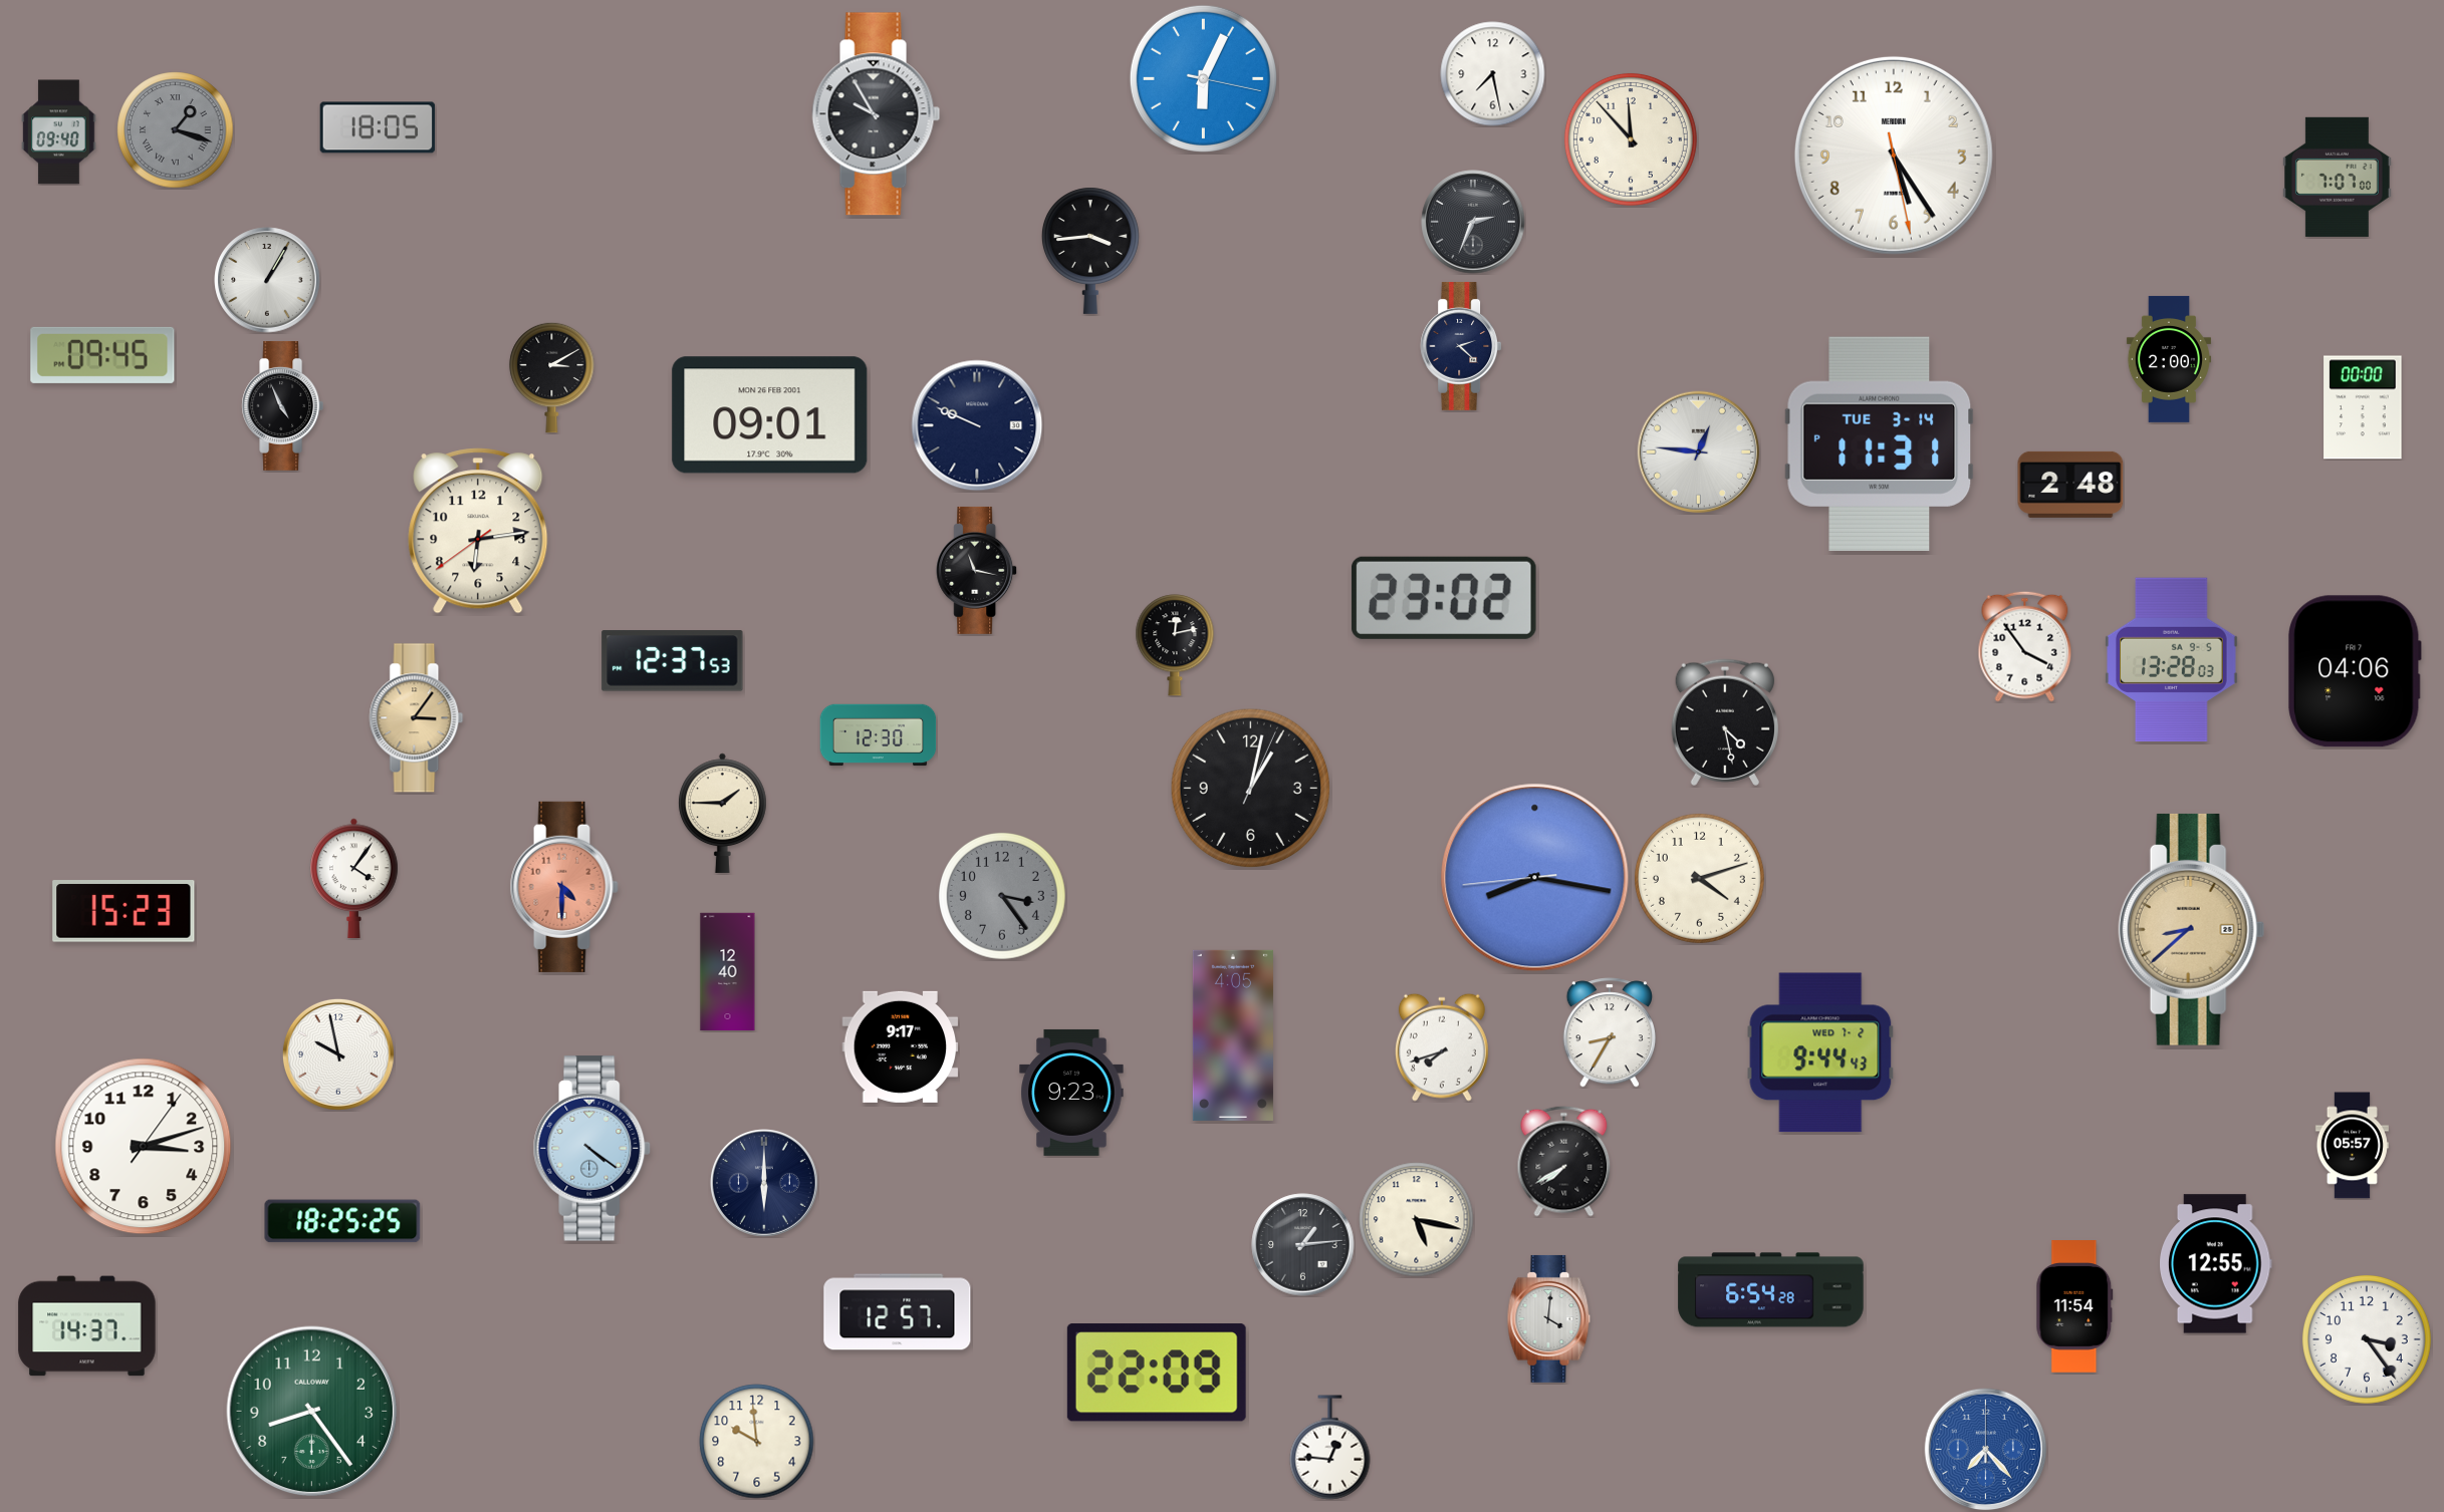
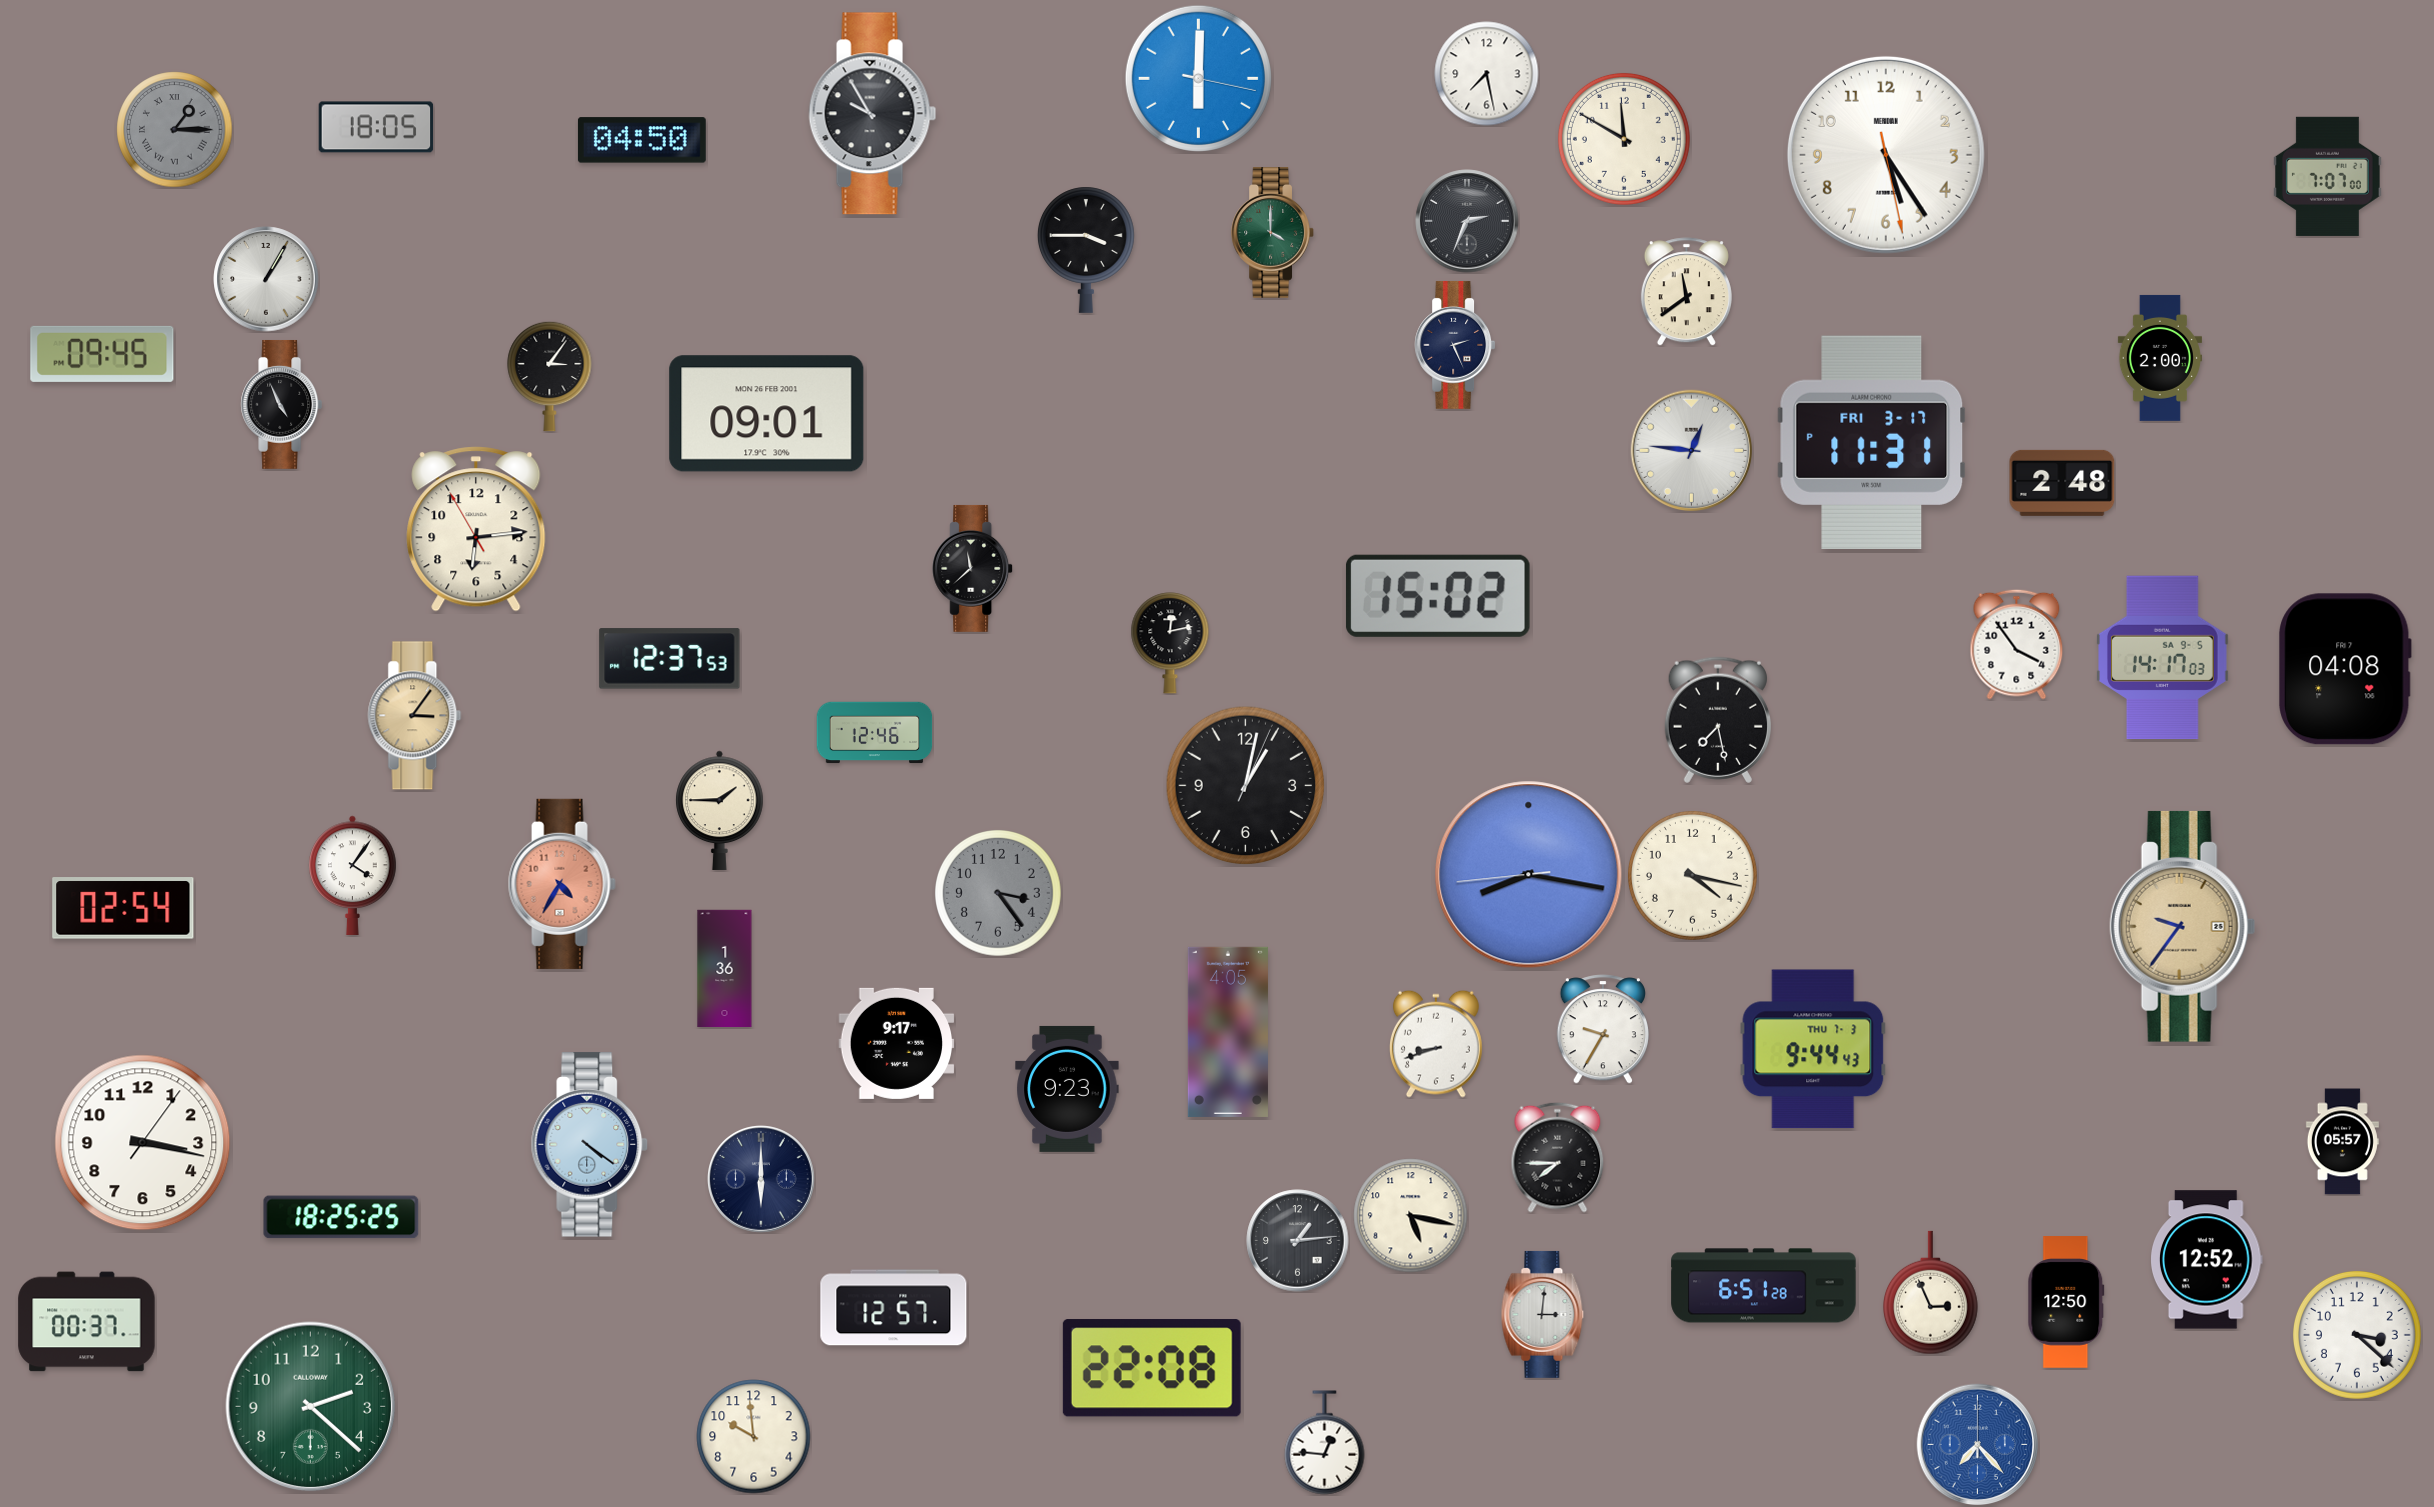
clock at (1203, 78): 6:04 -> 6:00
clock at (176, 130): 1:18 -> 1:15
clock at (59, 132): 09:40 -> none
clock at (1631, 139): 11:53 -> 11:50
clock at (642, 140): none -> 04:50
clock at (1272, 233): none -> 4:00
clock at (1090, 251): 3:44 -> 3:45
clock at (1686, 292): none -> 11:39
clock at (1461, 346): 2:22 -> 2:26
clock at (552, 377): 3:10 -> 3:06
clock at (2363, 407): 00:00 -> none
clock at (977, 425): 9:49 -> none
clock at (1880, 443) date: TUE 3-14 -> FRI 3-17
clock at (478, 531): 6:13:39 -> 6:13:55
clock at (977, 570): 11:17 -> 11:38
clock at (1444, 598): 23:02 -> 15:02
clock at (2172, 660): 13:28 -> 14:17
clock at (2355, 671): 04:06 -> 04:08
clock at (1725, 722): 4:28 -> 7:28
clock at (879, 735): 12:30 -> 12:46
clock at (1699, 878): 4:12 -> 4:17
clock at (564, 887): 4:30 -> 4:35
clock at (124, 911): 15:23 -> 02:54
clock at (2192, 929): 8:38 -> 9:36
clock at (728, 972): 12:40 -> 1:36
clock at (1610, 1032): 8:35 -> 9:35
clock at (1442, 1047): 7:42 -> 8:42
clock at (1820, 1052) date: WED 7-2 -> THU 7-3
clock at (338, 1054): 9:58 -> none
clock at (144, 1147): 3:12 -> 3:17
clock at (1564, 1161): 7:40 -> 7:45
clock at (2216, 1264): 12:55 -> 12:52
clock at (1771, 1290): 6:54 -> 6:51
clock at (1931, 1293): none -> 2:56
clock at (2074, 1306): 11:54 -> 12:50
clock at (1549, 1318): 4:01 -> 3:01
clock at (87, 1326): 14:37 -> 00:37
clock at (2367, 1339): 3:24 -> 3:22
clock at (1157, 1373): 22:09 -> 22:08
clock at (312, 1412): 8:24 -> 2:22
